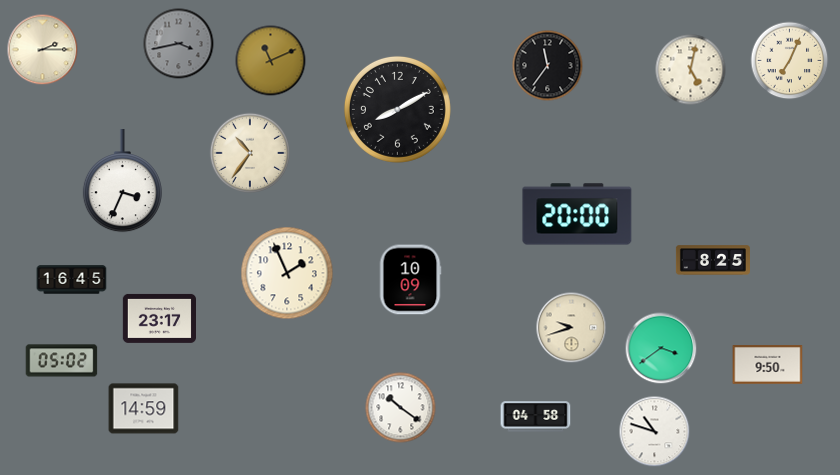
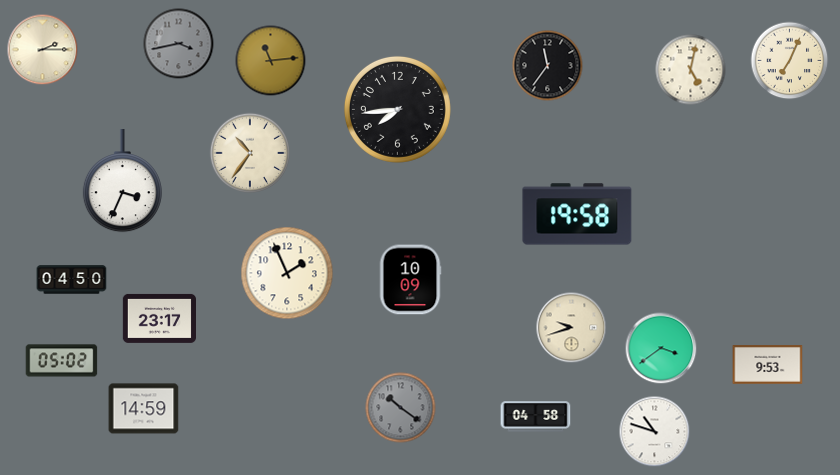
clock at (271, 61): 11:11 -> 11:14
clock at (397, 109): 8:10 -> 7:44
clock at (577, 214): 20:00 -> 19:58
clock at (713, 260): 8:25 -> none
clock at (72, 280): 16:45 -> 04:50
clock at (768, 365): 9:50 -> 9:53
clock at (401, 408) dial: white -> grey
